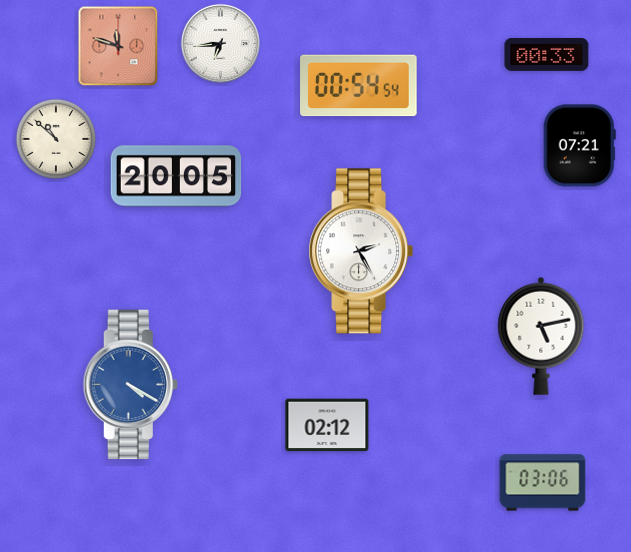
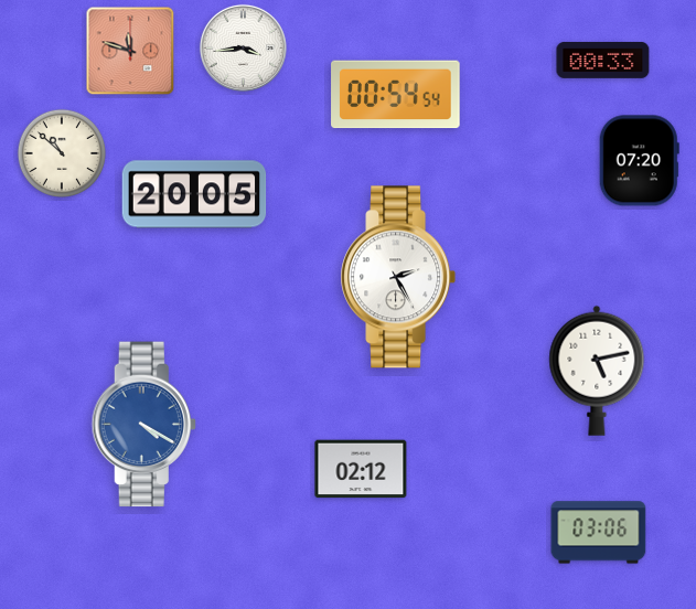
clock at (220, 43): 6:44 -> 3:44
clock at (579, 146): 07:21 -> 07:20
